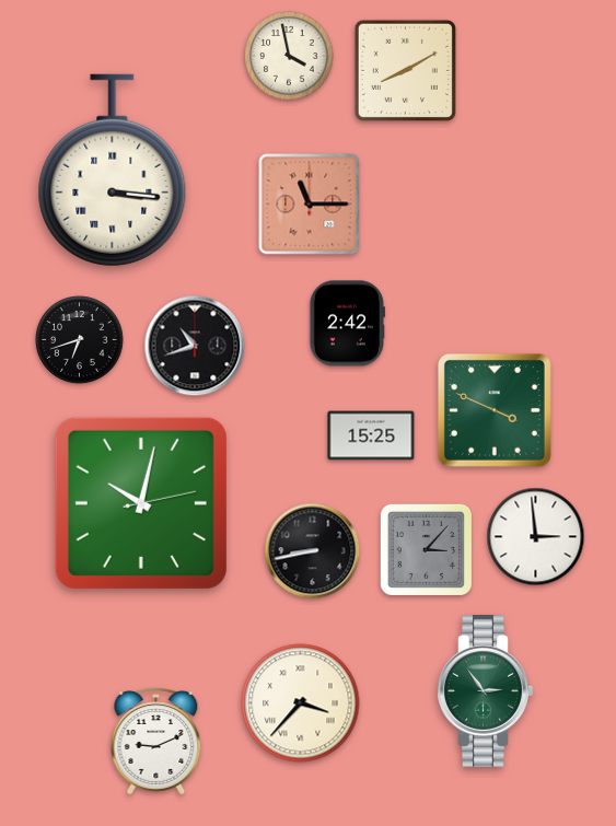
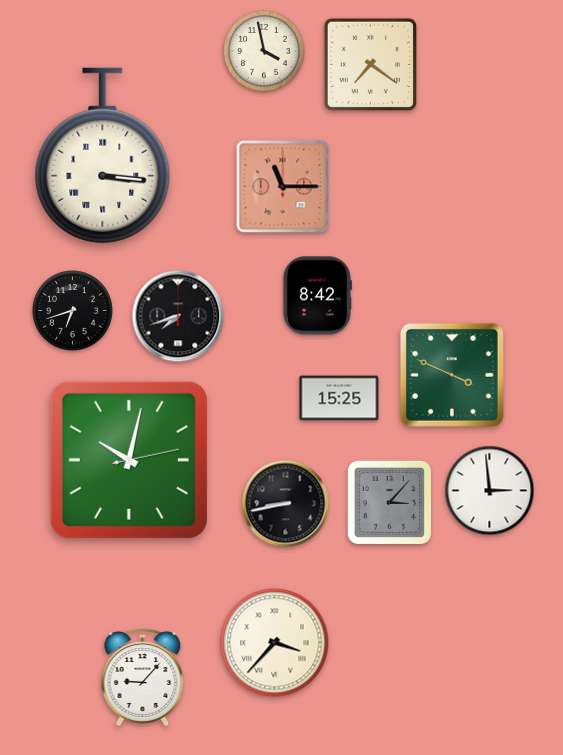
clock at (405, 70): 8:10 -> 7:21
clock at (347, 324): 2:42 -> 8:42
clock at (195, 346): 10:42 -> 7:42
clock at (486, 691): 2:54 -> none
clock at (156, 742): 9:11 -> 9:07
